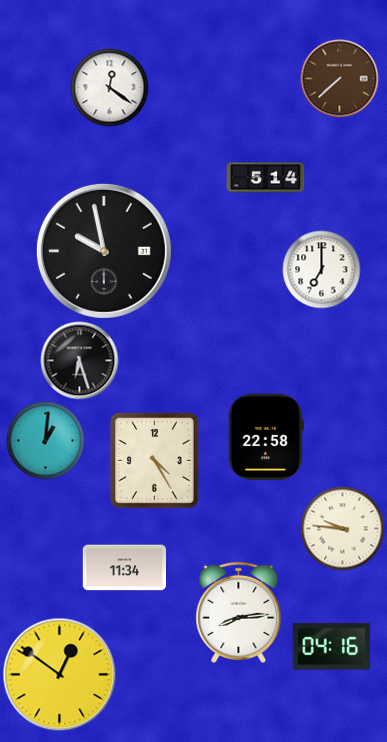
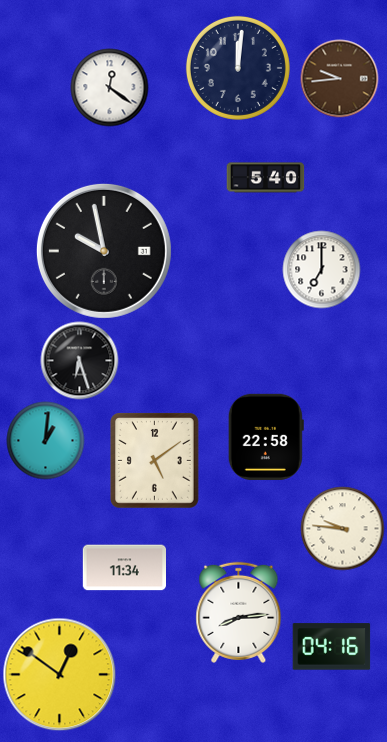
clock at (238, 68): none -> 12:01
clock at (339, 78): 7:38 -> 9:44
clock at (265, 178): 5:14 -> 5:40
clock at (155, 461): 4:25 -> 5:09
